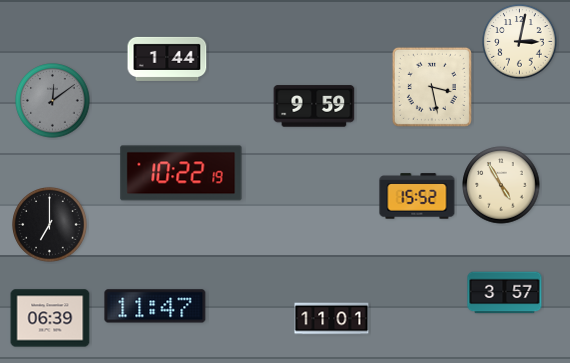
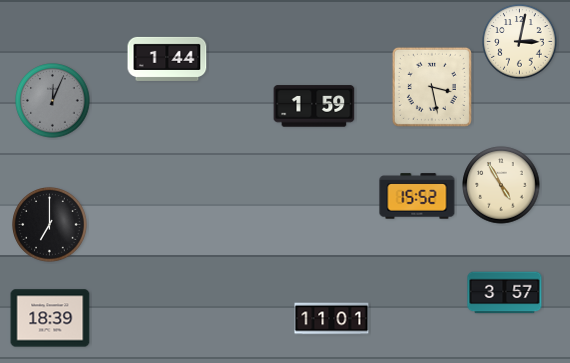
clock at (53, 101): 12:09 -> 12:04
clock at (314, 106): 9:59 -> 1:59
clock at (181, 173): 10:22 -> none
clock at (155, 306): 11:47 -> none
clock at (50, 318): 06:39 -> 18:39
